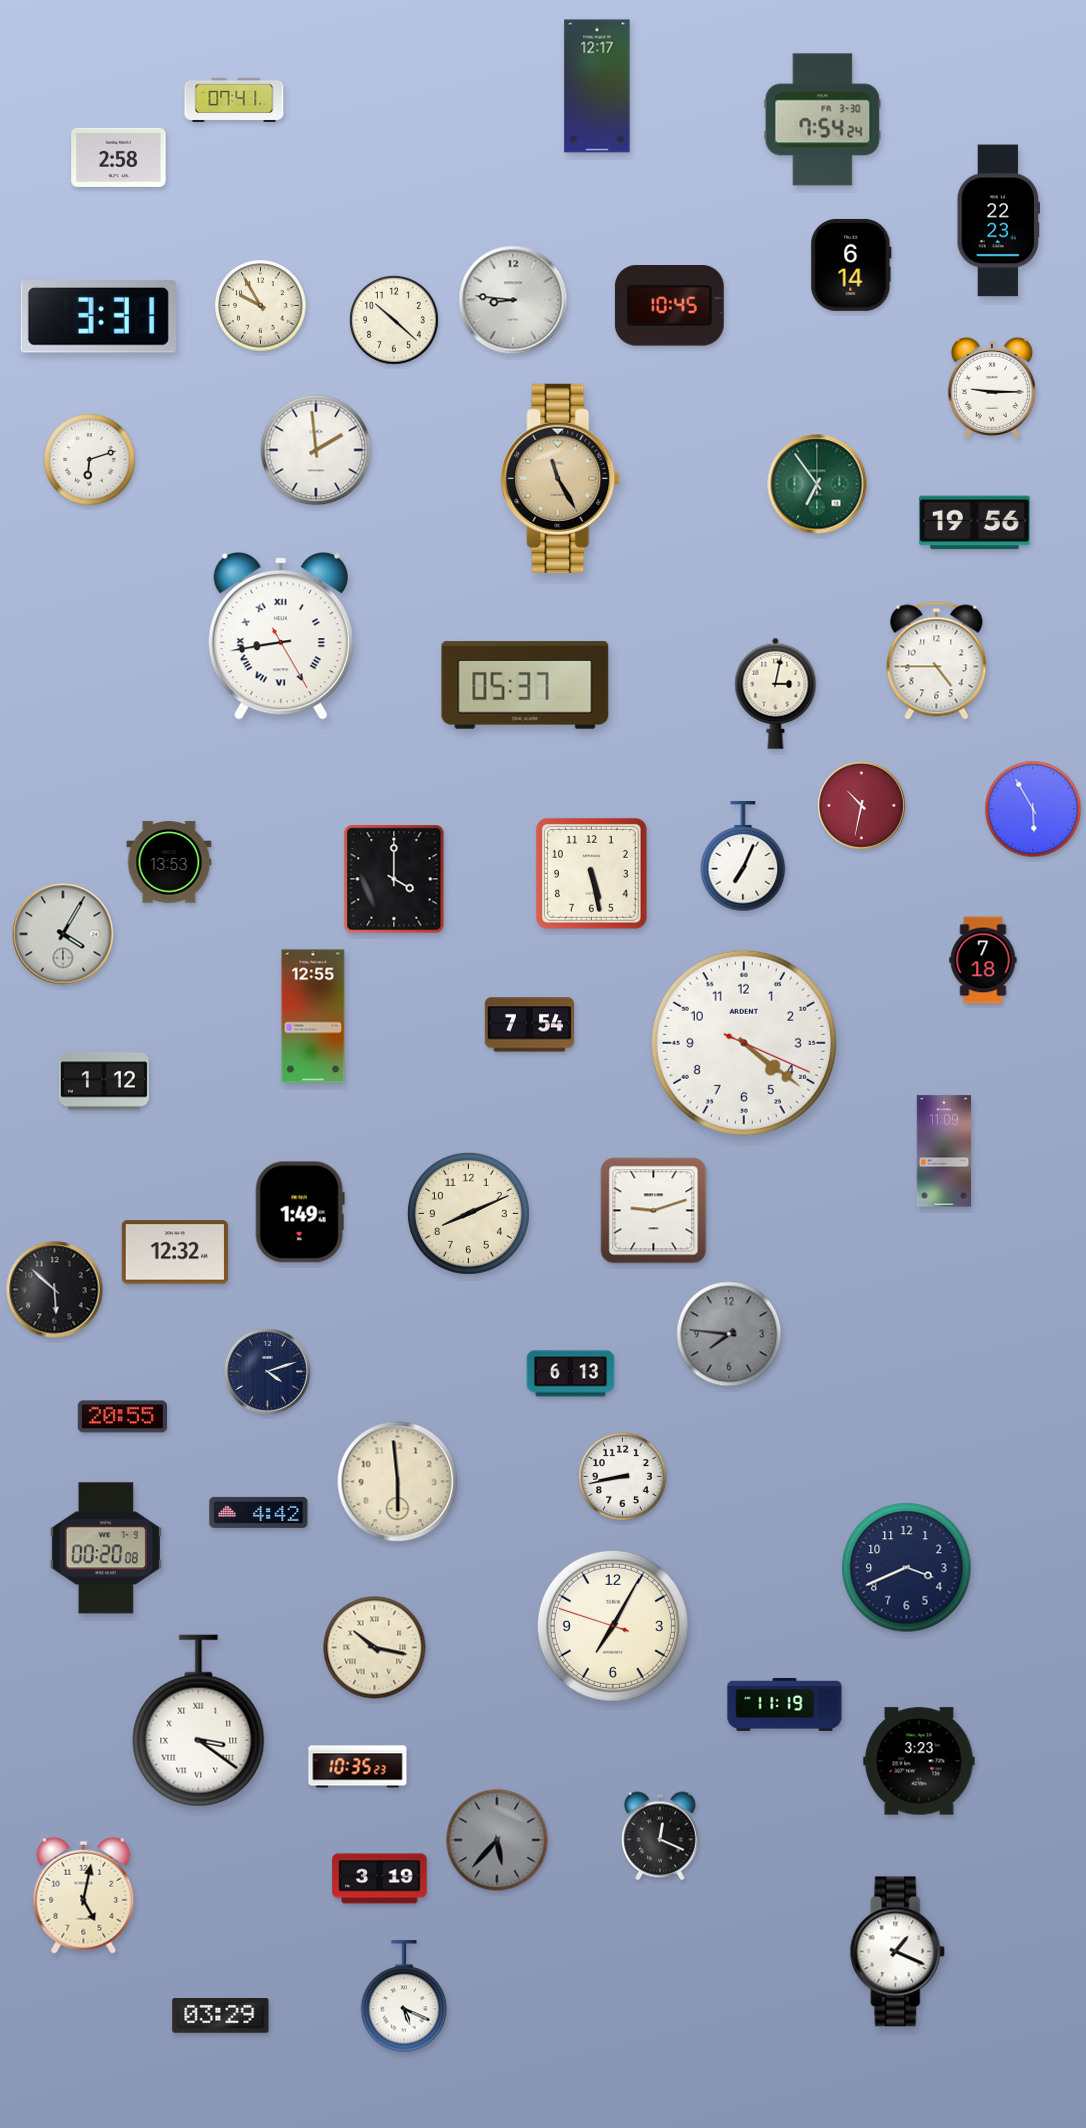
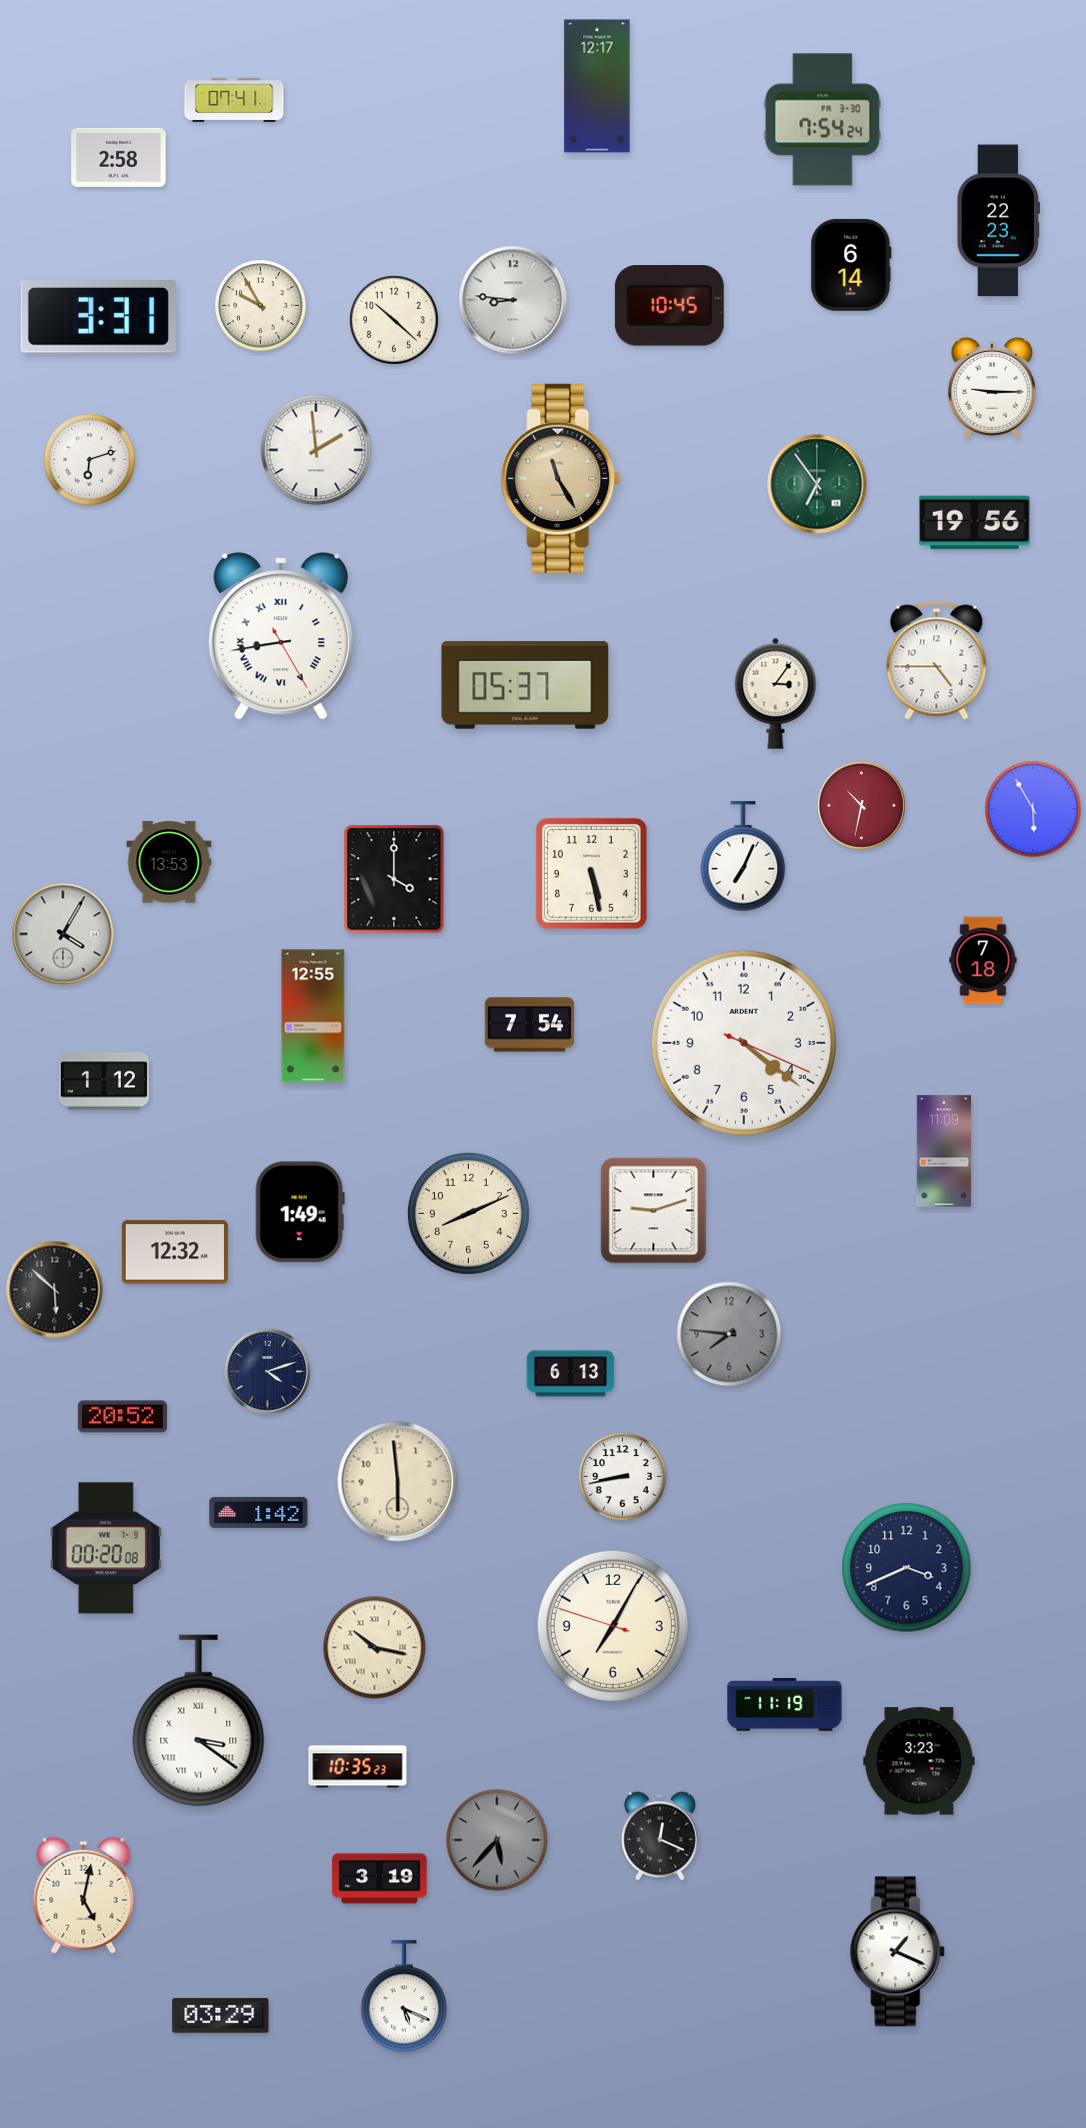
clock at (776, 693): 3:02 -> 3:06
clock at (122, 1417): 20:55 -> 20:52
clock at (259, 1512): 4:42 -> 1:42
